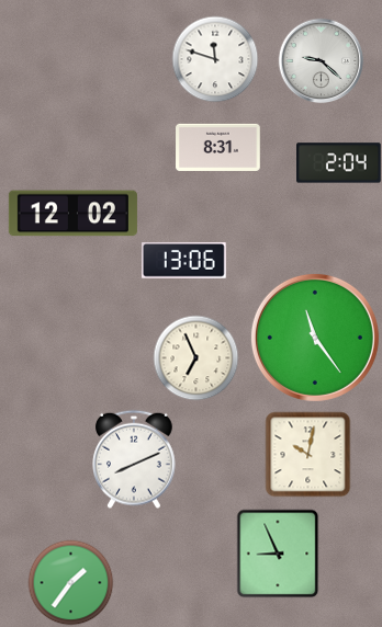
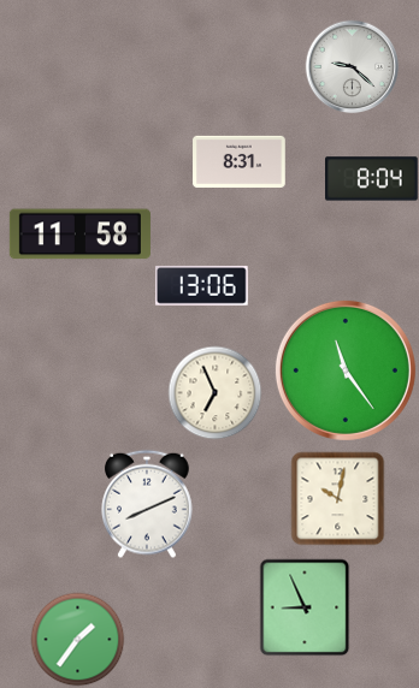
clock at (215, 59): 11:48 -> none
clock at (339, 163): 2:04 -> 8:04
clock at (72, 214): 12:02 -> 11:58
